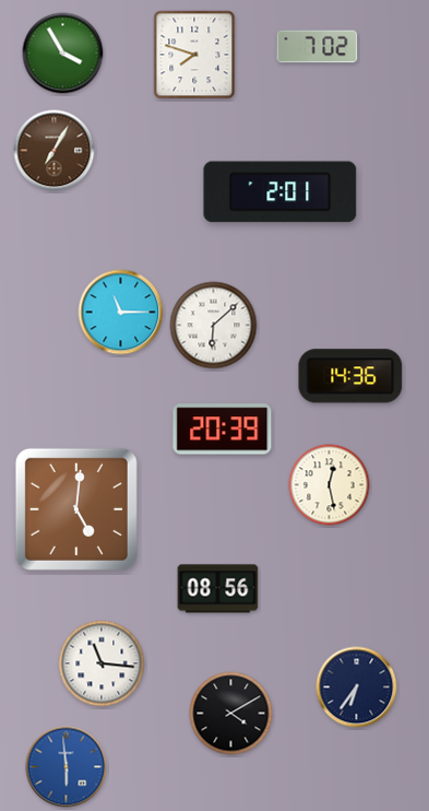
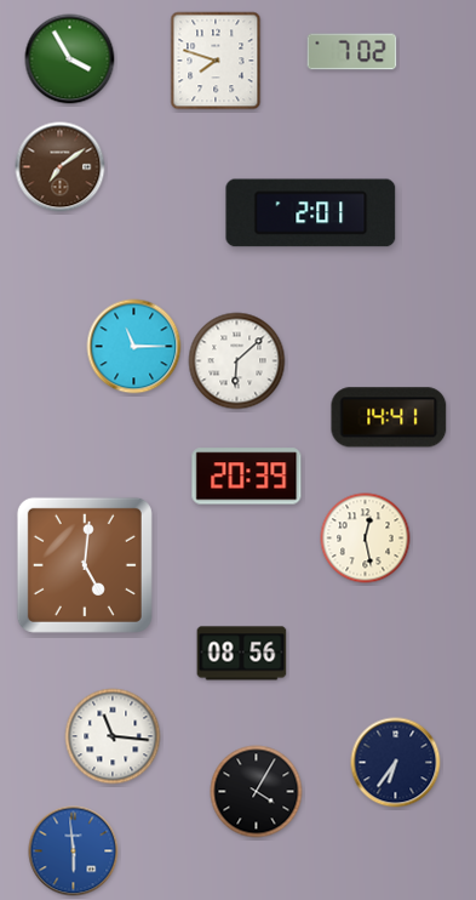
clock at (55, 151): 7:05 -> 7:09
clock at (350, 376): 14:36 -> 14:41
clock at (231, 714): 4:10 -> 4:05
